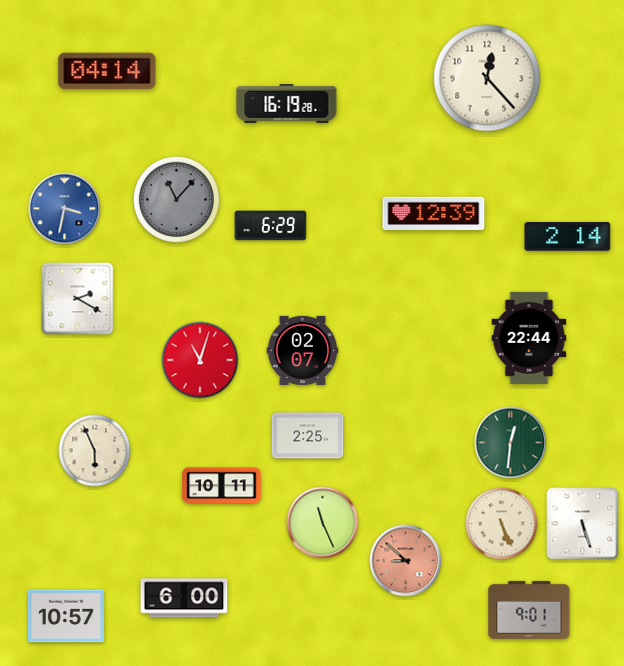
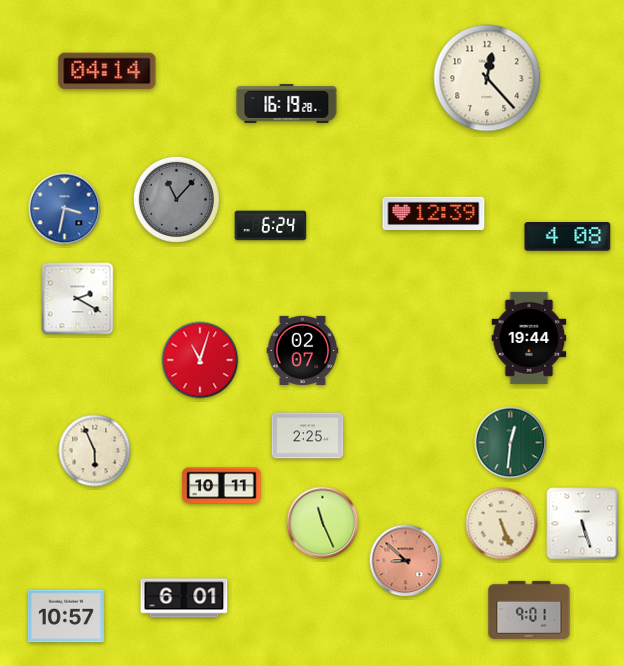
clock at (271, 226): 6:29 -> 6:24
clock at (568, 237): 2:14 -> 4:08
clock at (529, 338): 22:44 -> 19:44
clock at (184, 598): 6:00 -> 6:01
